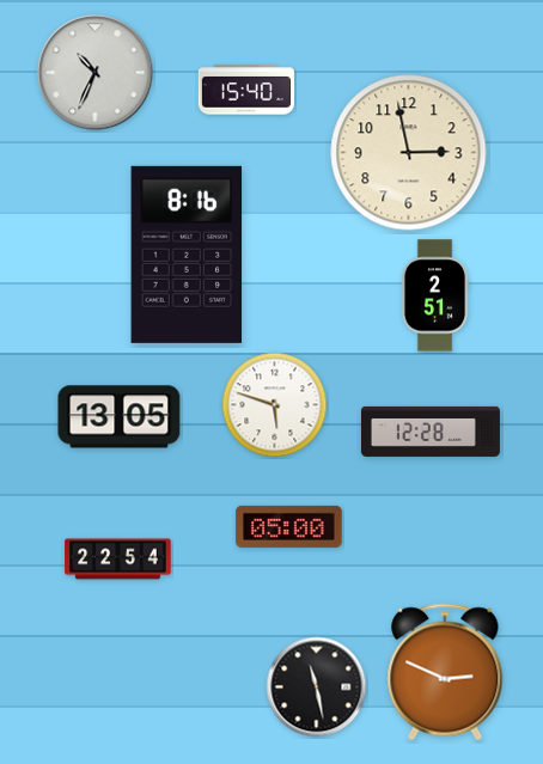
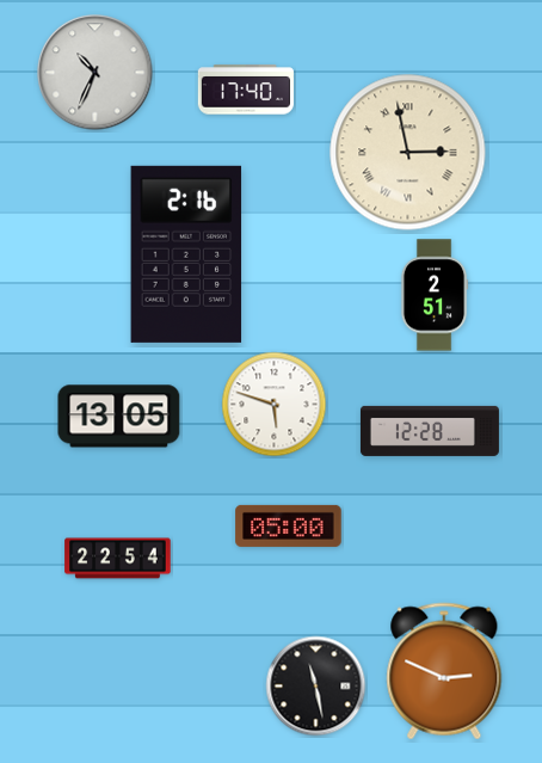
clock at (246, 90): 15:40 -> 17:40
clock at (409, 153) numerals: Arabic -> Roman
clock at (187, 255): 8:16 -> 2:16
